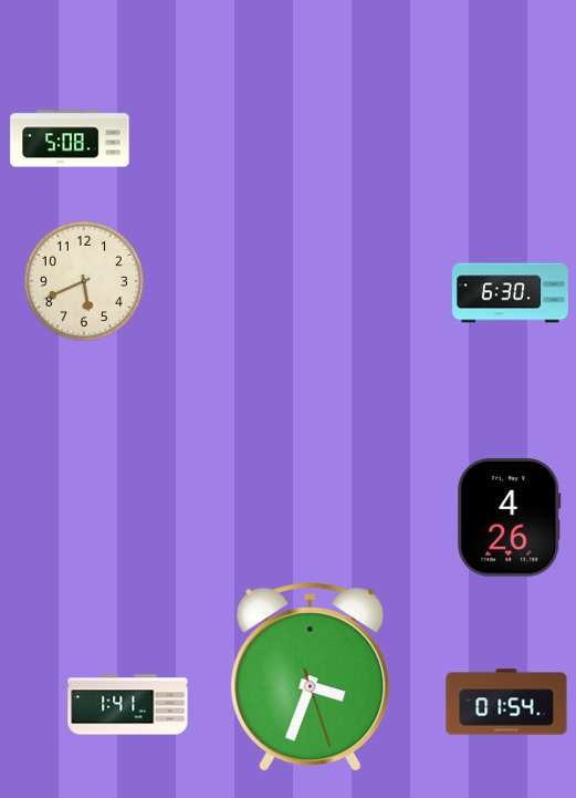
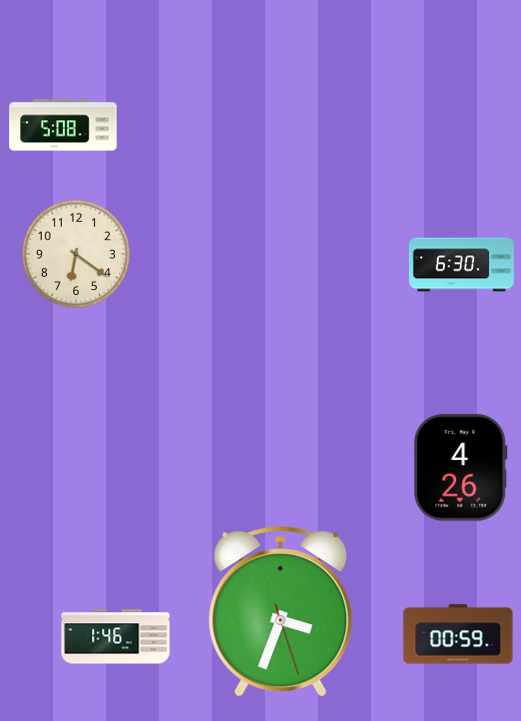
clock at (84, 281): 5:41 -> 6:21
clock at (506, 702): 01:54 -> 00:59
clock at (128, 705): 1:41 -> 1:46
